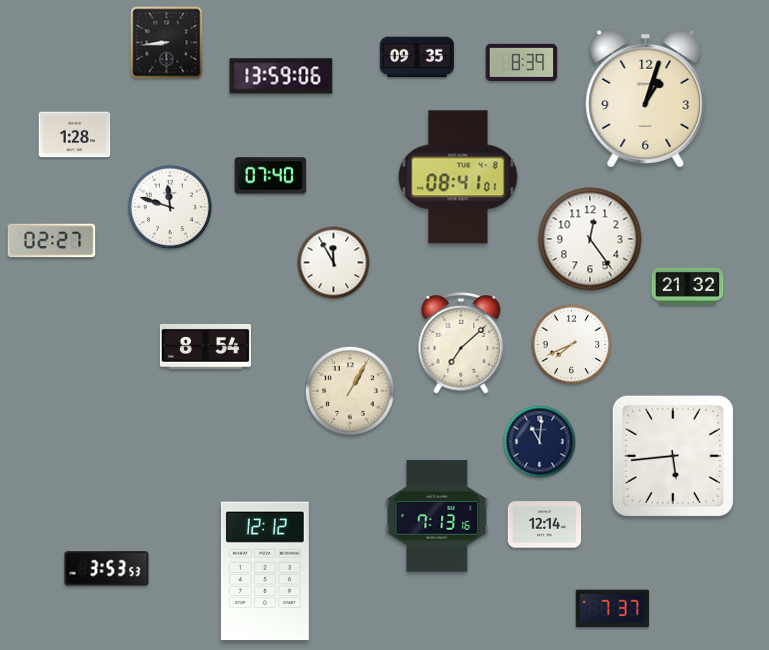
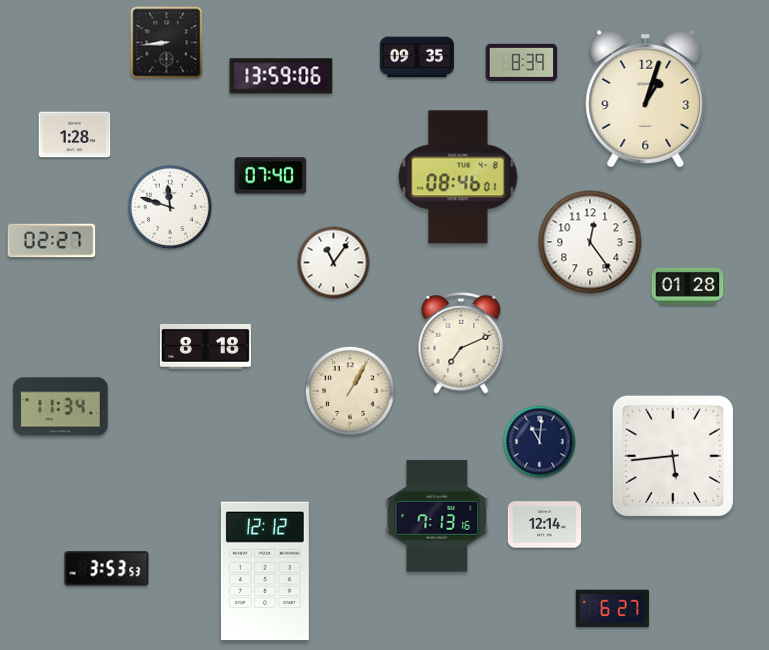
clock at (458, 177): 08:41 -> 08:46
clock at (590, 239) position: (590, 239) -> (590, 242)
clock at (334, 263): 11:55 -> 11:06
clock at (688, 286): 21:32 -> 01:28
clock at (461, 343): 7:08 -> 7:11
clock at (572, 345): 7:41 -> none
clock at (205, 347): 8:54 -> 8:18
clock at (61, 407): none -> 11:34
clock at (612, 609): 7:37 -> 6:27
